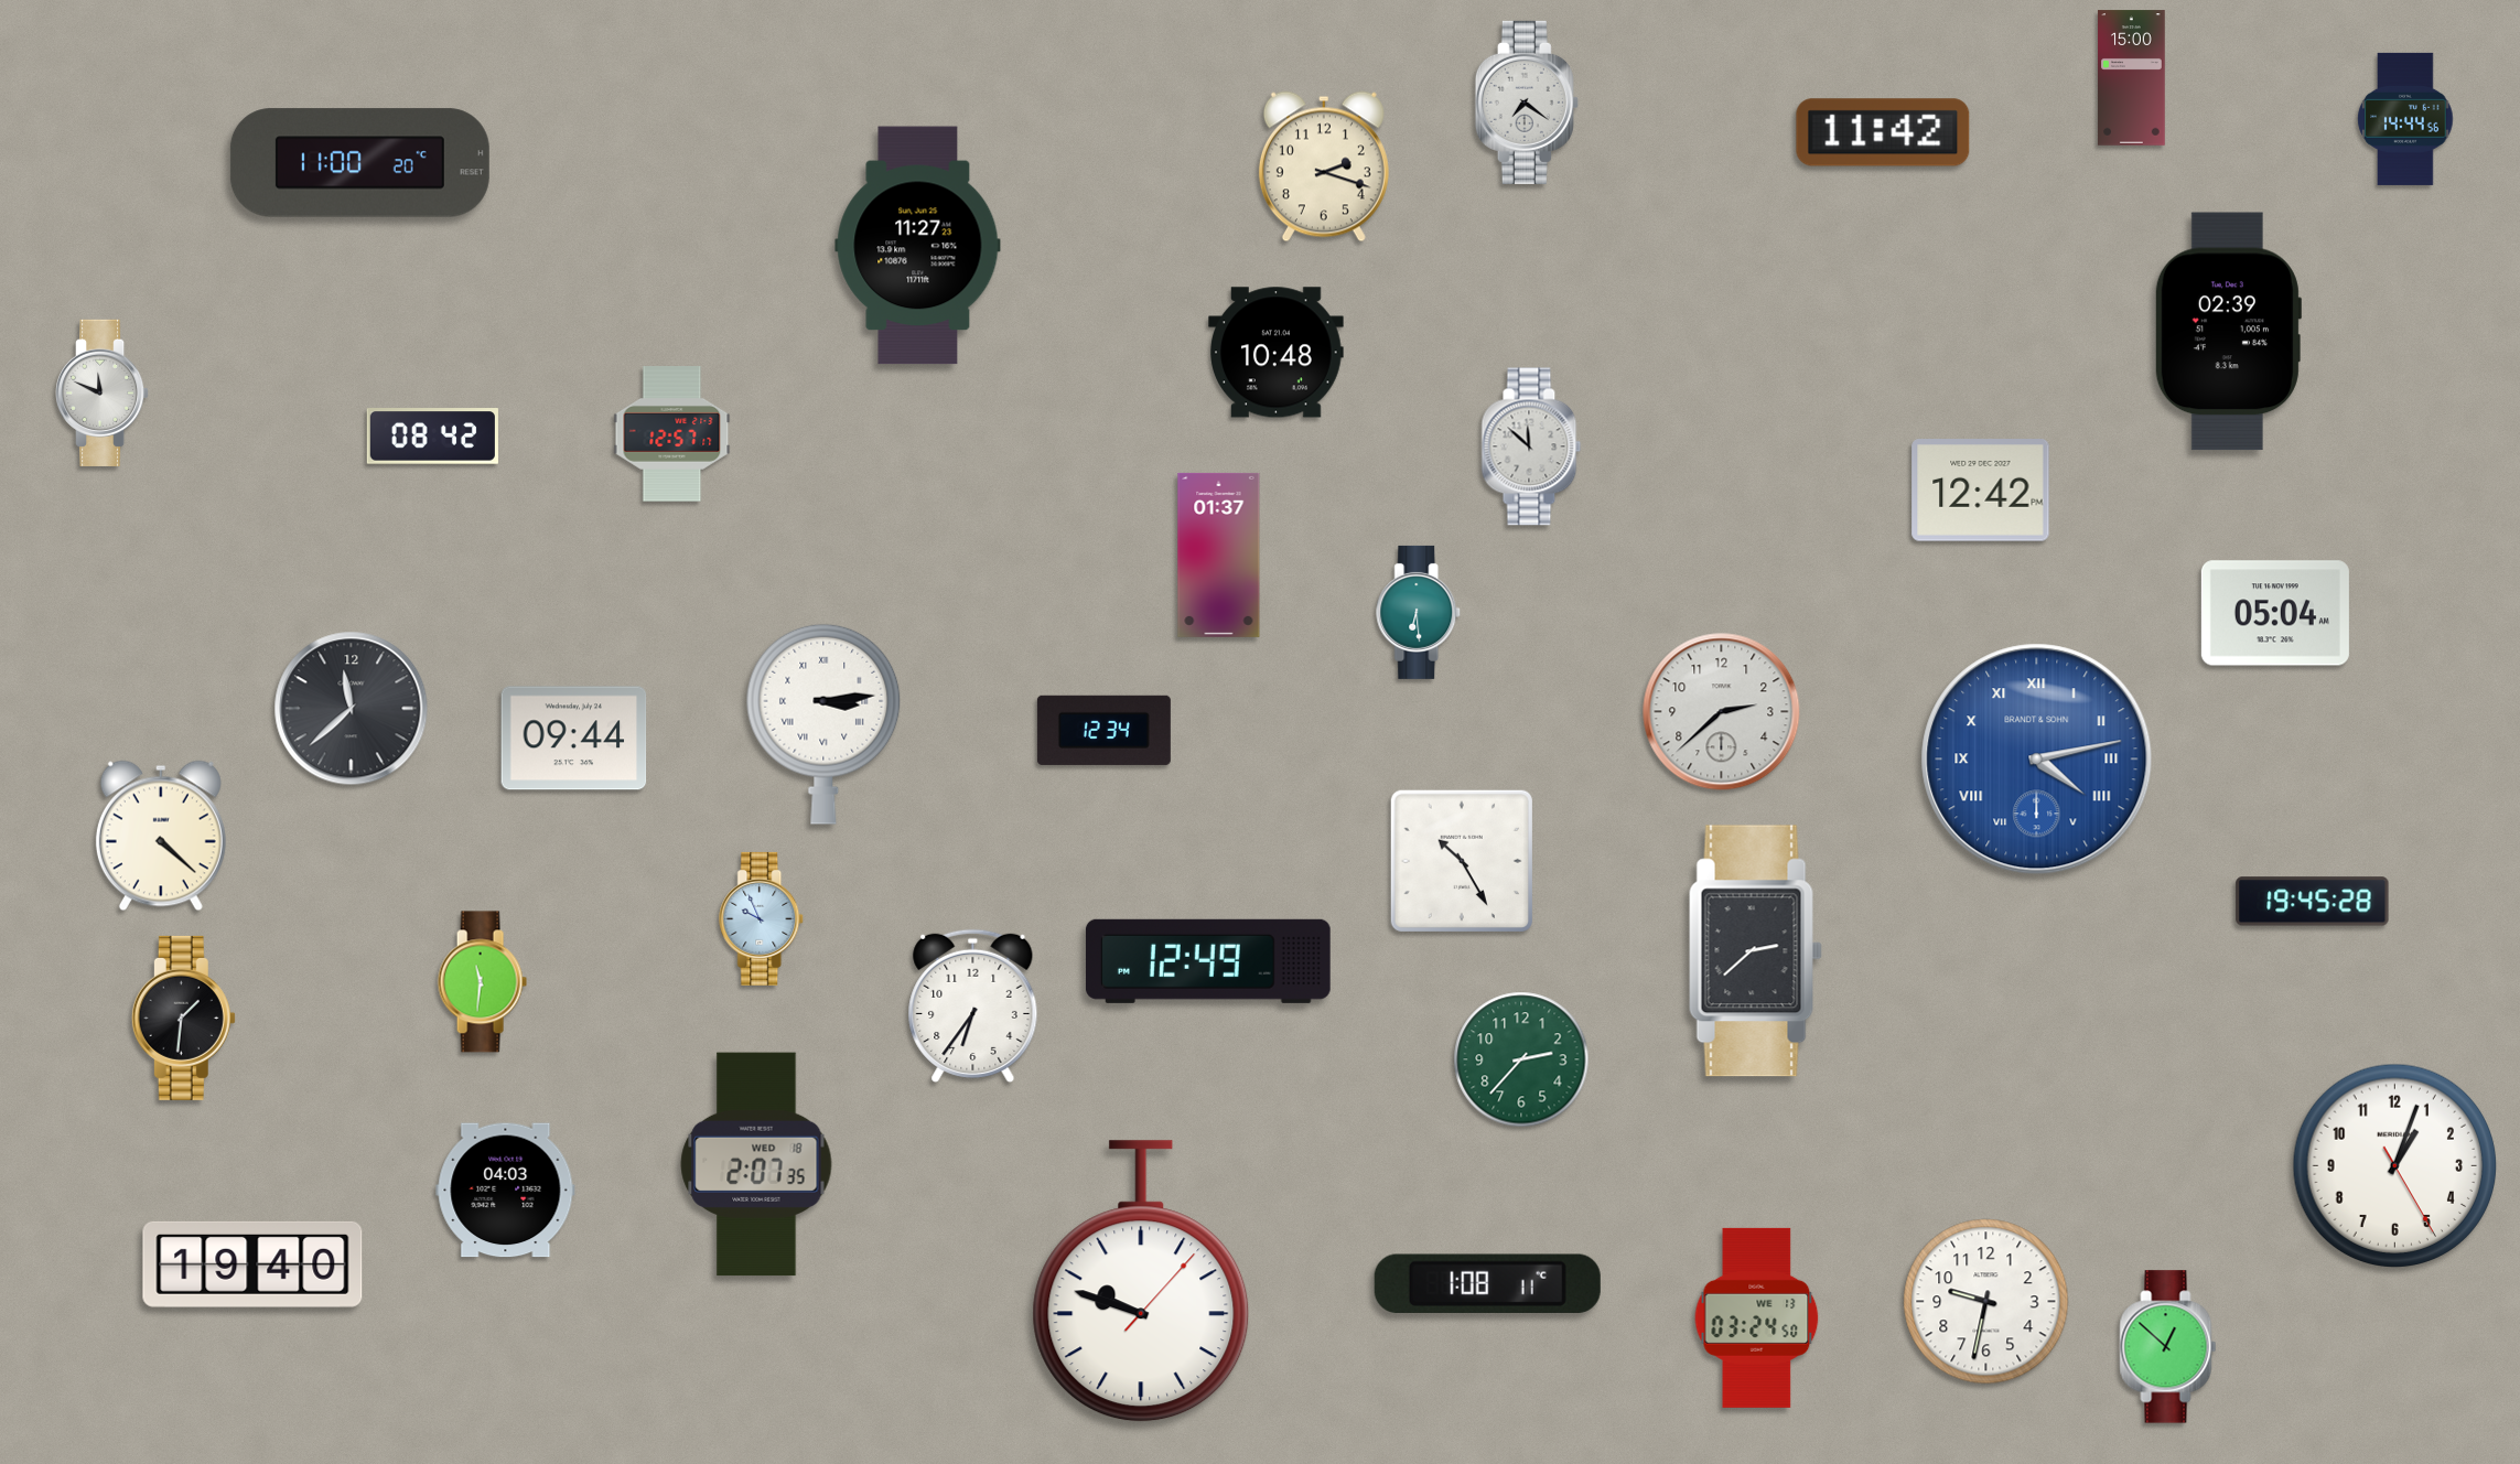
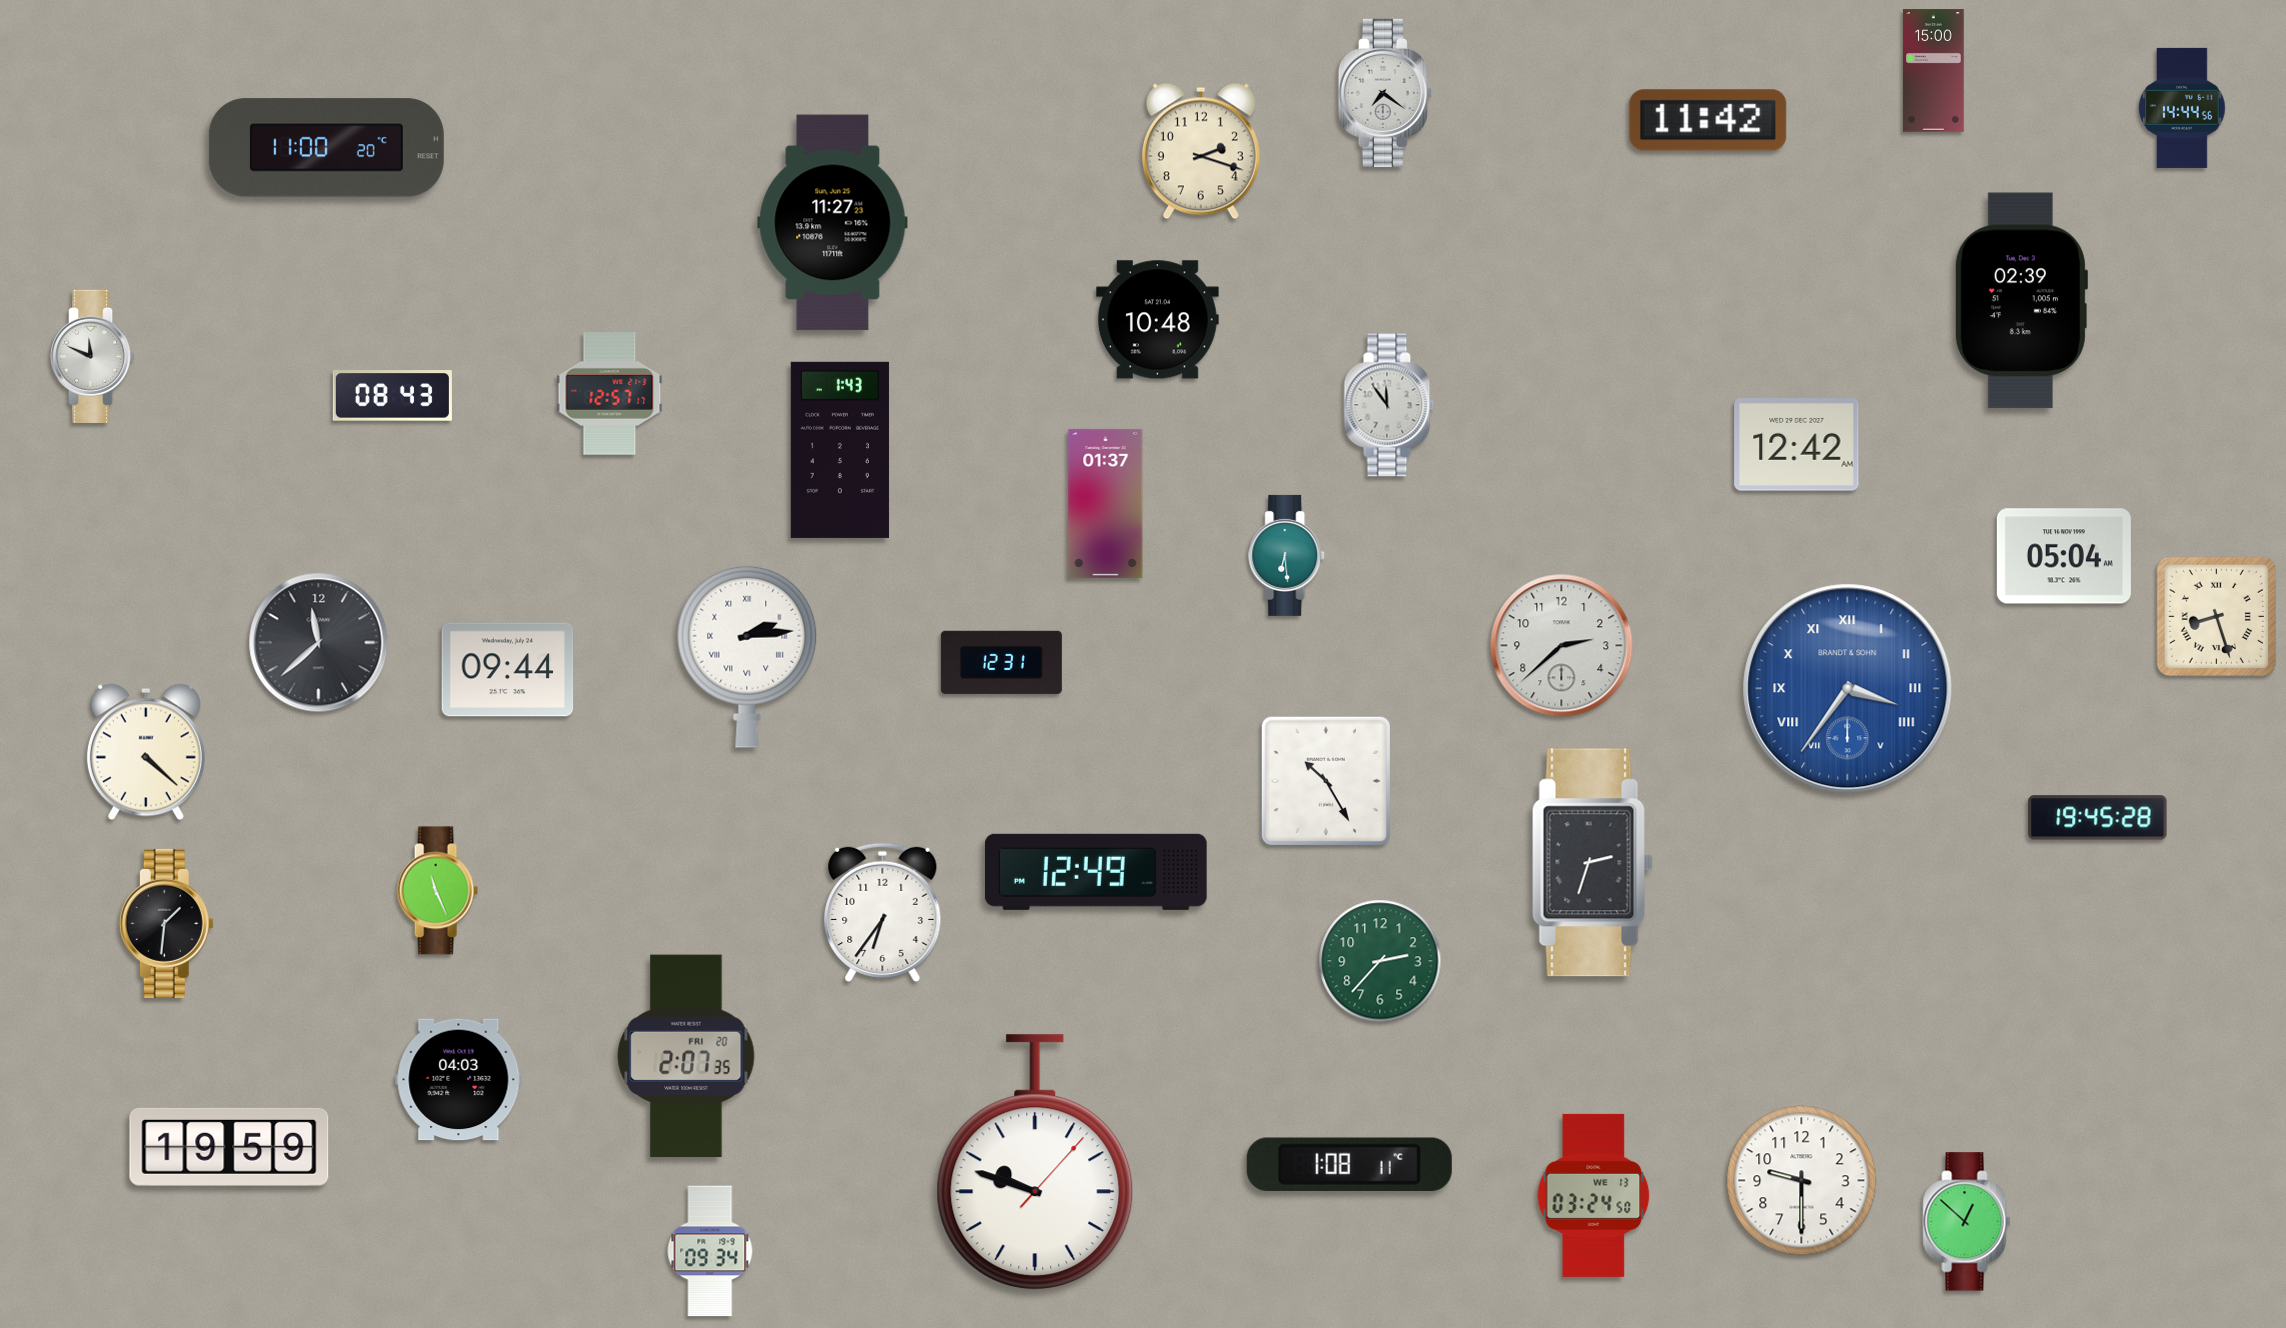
clock at (432, 437): 08:42 -> 08:43
clock at (1531, 446): 11:52 -> 11:54
clock at (1981, 491): 12:42 PM -> 12:42 AM
clock at (840, 450): none -> 1:43
clock at (2216, 616): none -> 8:27
clock at (823, 724): 3:14 -> 2:14
clock at (1103, 730): 12:34 -> 12:31
clock at (574, 739) position: (574, 739) -> (508, 670)
clock at (2037, 760): 4:13 -> 3:36
clock at (161, 836) position: (161, 836) -> (146, 752)
clock at (762, 918): 9:56 -> none
clock at (1755, 951): 2:38 -> 2:33
clock at (482, 982): 11:31 -> 11:26
clock at (756, 1164) date: WED 18 -> FRI 20
clock at (2395, 1166): 1:03 -> none
clock at (252, 1264): 19:40 -> 19:59
clock at (1986, 1302): 9:32 -> 9:30
clock at (710, 1251): none -> 09:34
